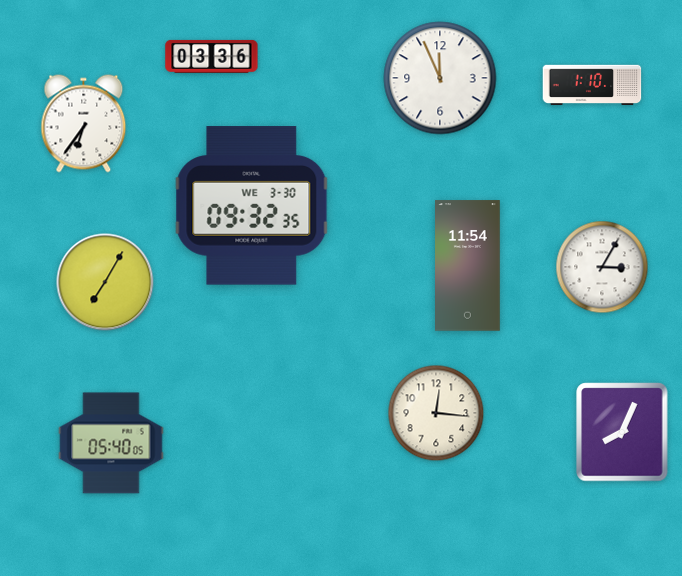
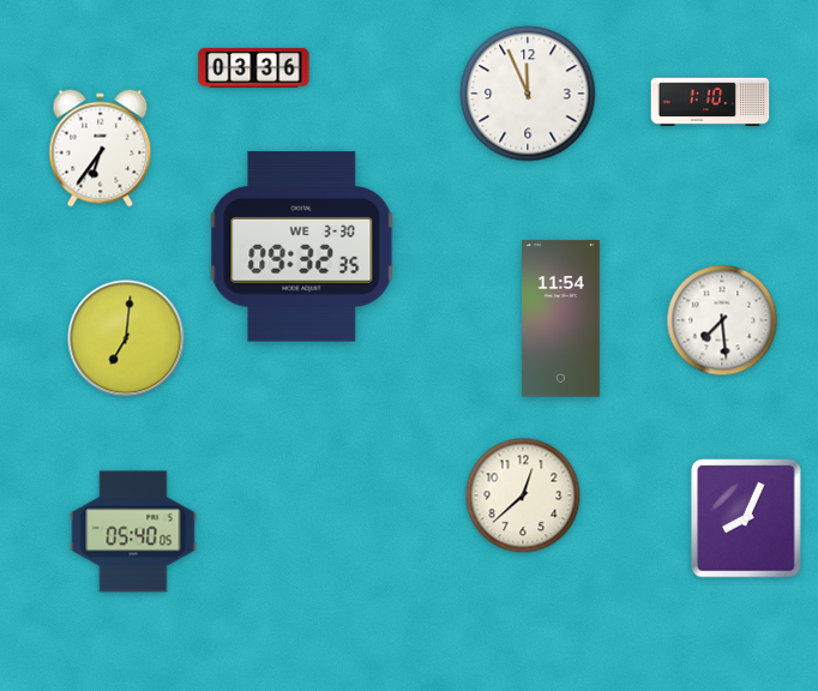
clock at (602, 267): 3:05 -> 7:29
clock at (105, 282): 7:05 -> 7:01
clock at (436, 413): 12:16 -> 12:38
